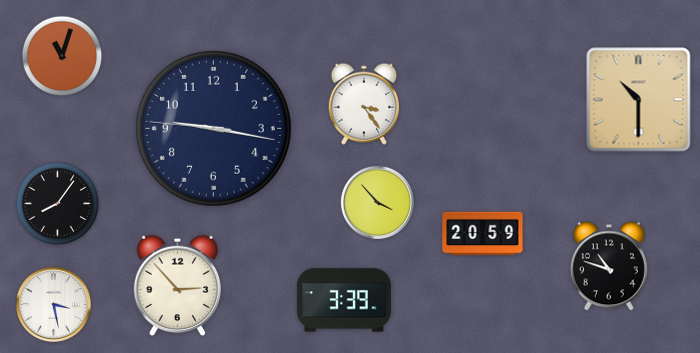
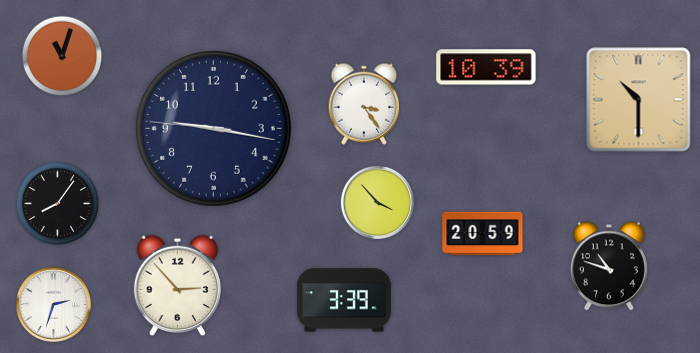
clock at (486, 67): none -> 10:39
clock at (53, 304): 3:28 -> 2:33
